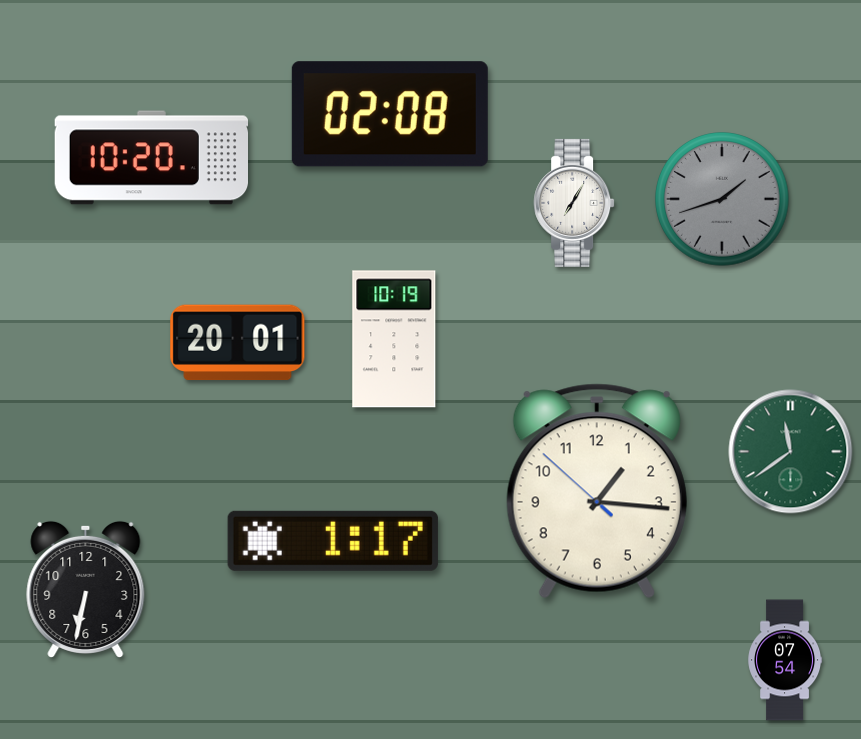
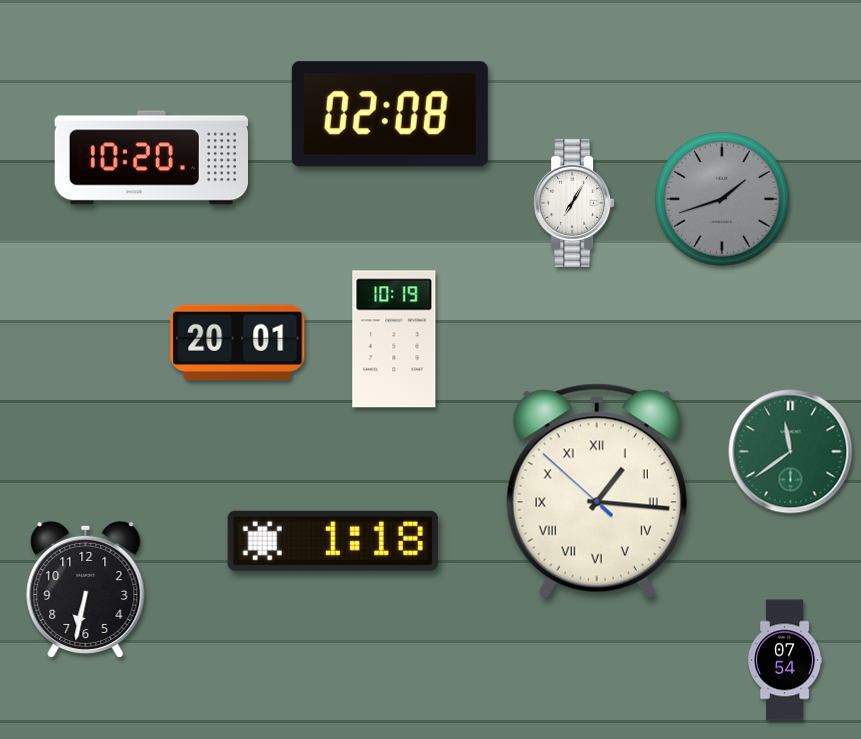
clock at (597, 491) numerals: Arabic -> Roman
clock at (333, 541): 1:17 -> 1:18
